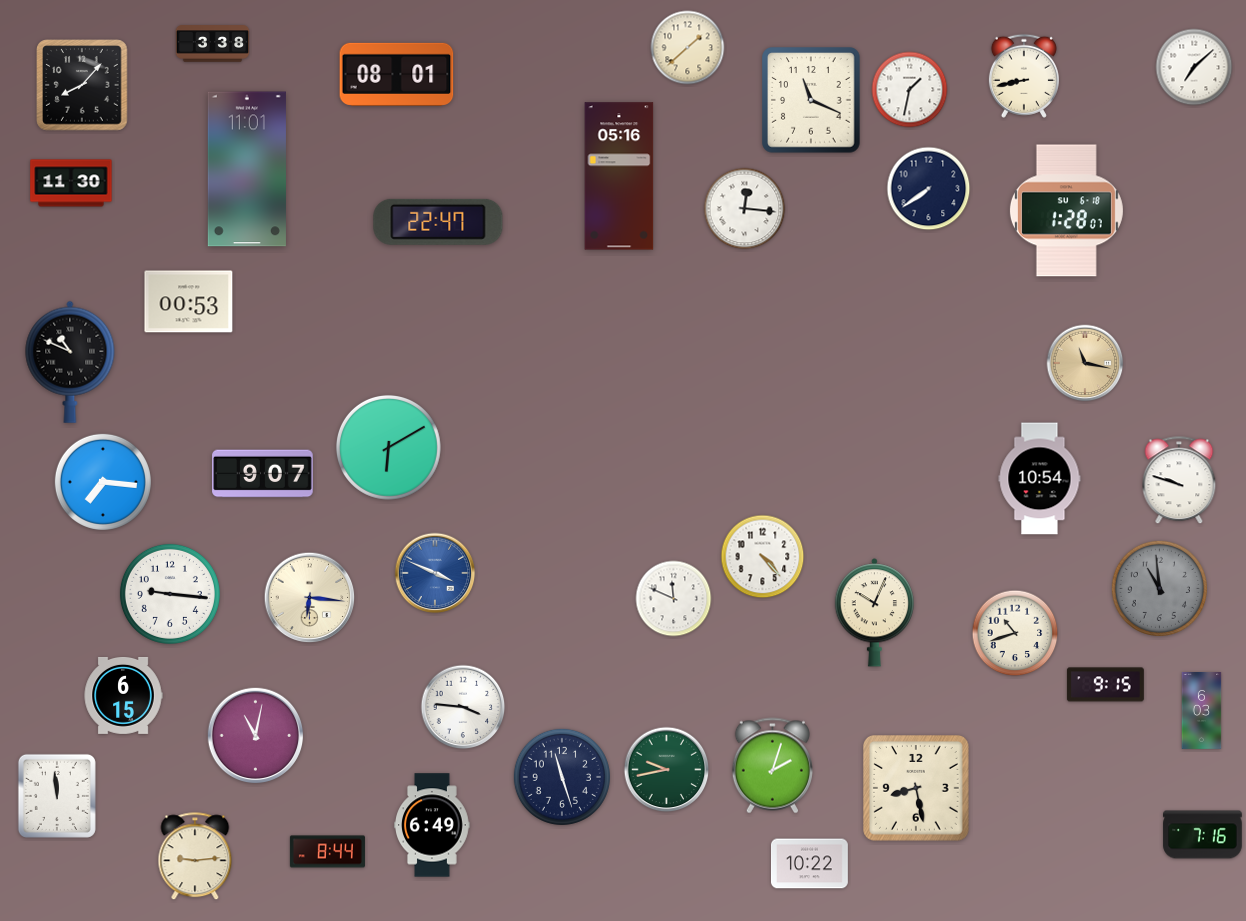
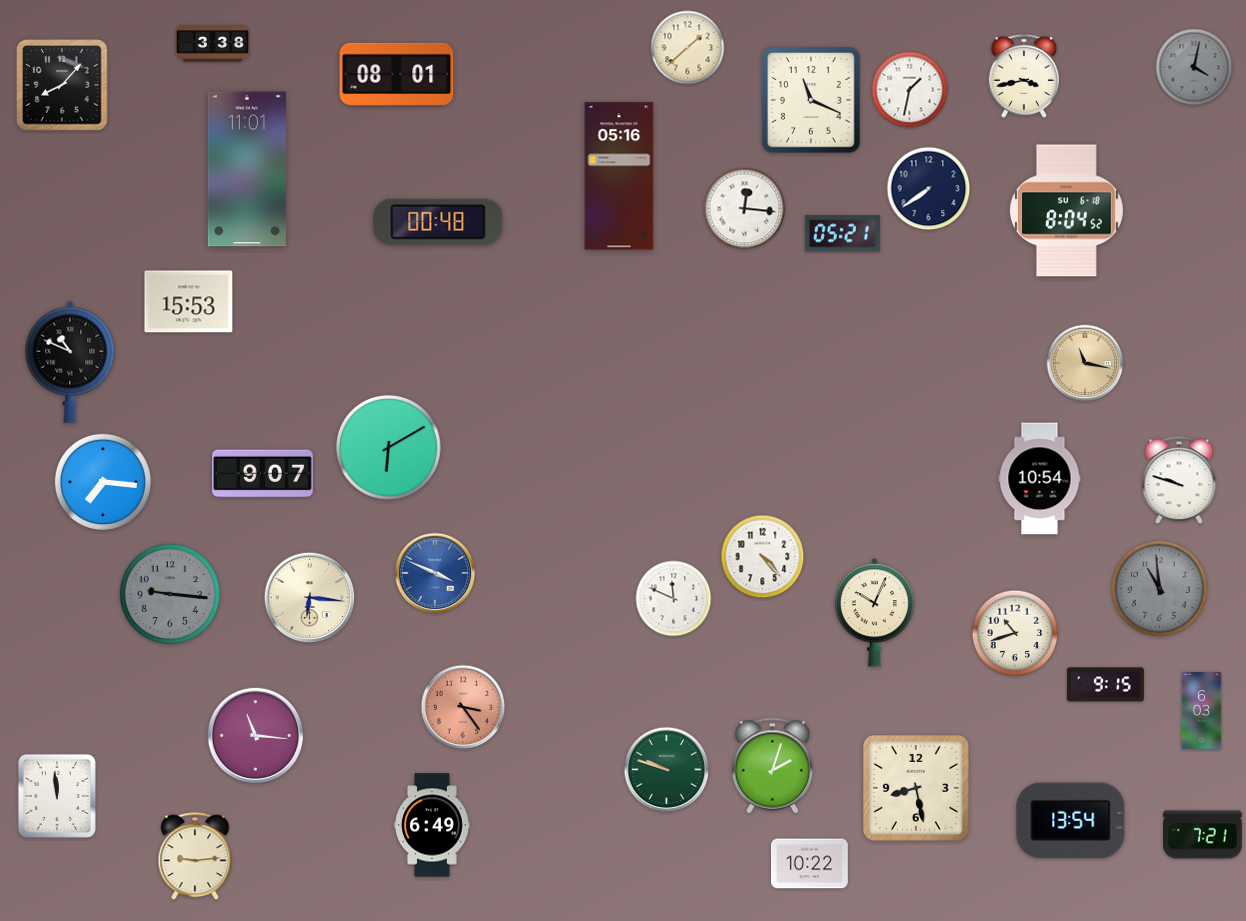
clock at (1194, 67): 7:08 -> 4:02
clock at (1194, 67) dial: white -> grey
clock at (1024, 76): 8:43 -> 3:43
clock at (82, 85) position: (82, 85) -> (62, 85)
clock at (71, 183): 11:30 -> none
clock at (1066, 211): 1:28 -> 8:04
clock at (438, 222): 22:47 -> 00:48
clock at (842, 234): none -> 05:21
clock at (189, 302): 00:53 -> 15:53
clock at (170, 594) dial: white -> grey
clock at (123, 695): 6:15 -> none
clock at (463, 707): 3:46 -> 3:24
clock at (463, 707) dial: white -> salmon
clock at (256, 736): 11:02 -> 11:16
clock at (667, 770): 9:43 -> 9:48
clock at (562, 777): 11:27 -> none
clock at (1071, 821): none -> 13:54
clock at (1203, 835): 7:16 -> 7:21
clock at (327, 852): 8:44 -> none
